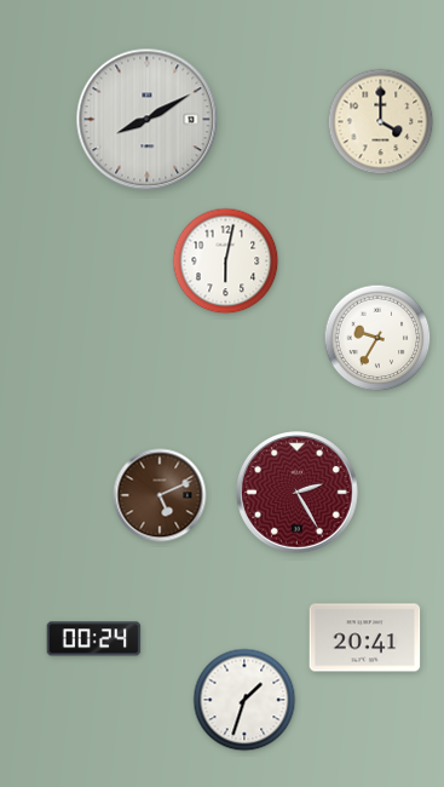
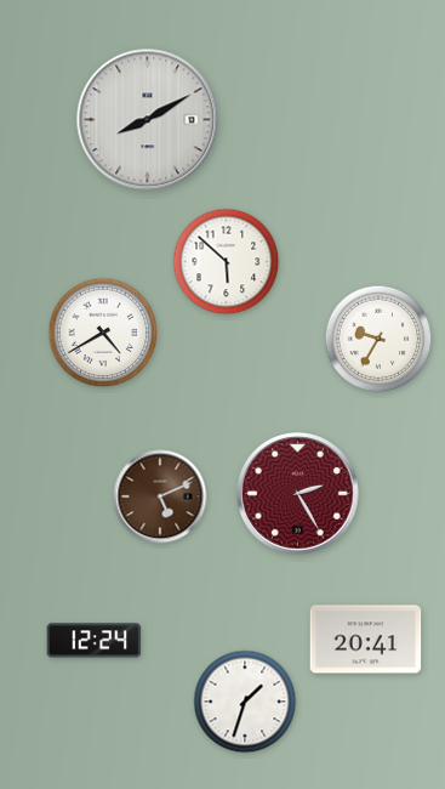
clock at (381, 122): 4:00 -> none
clock at (226, 262): 6:02 -> 5:52
clock at (103, 333): none -> 4:40
clock at (94, 639): 00:24 -> 12:24
